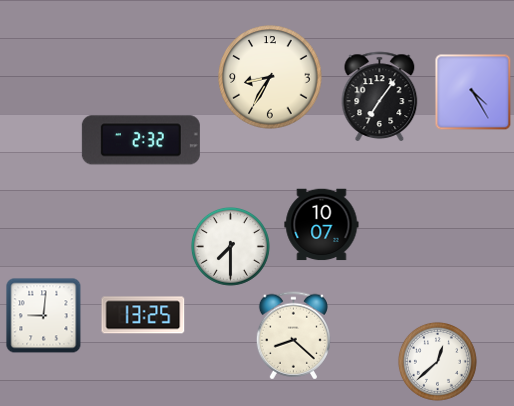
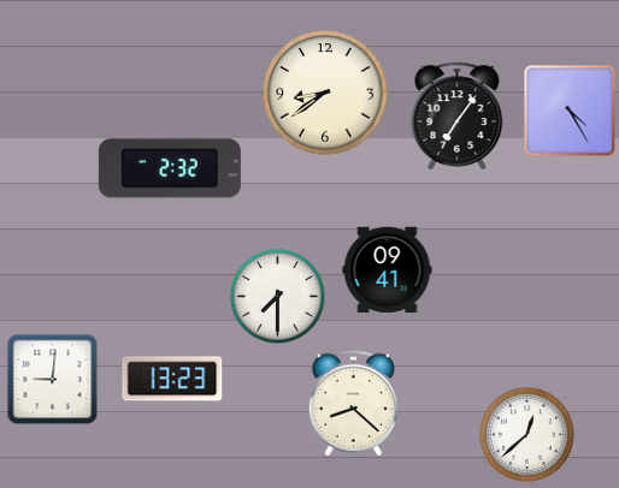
clock at (270, 77): 8:35 -> 8:39
clock at (322, 225): 10:07 -> 09:41
clock at (143, 315): 13:25 -> 13:23
